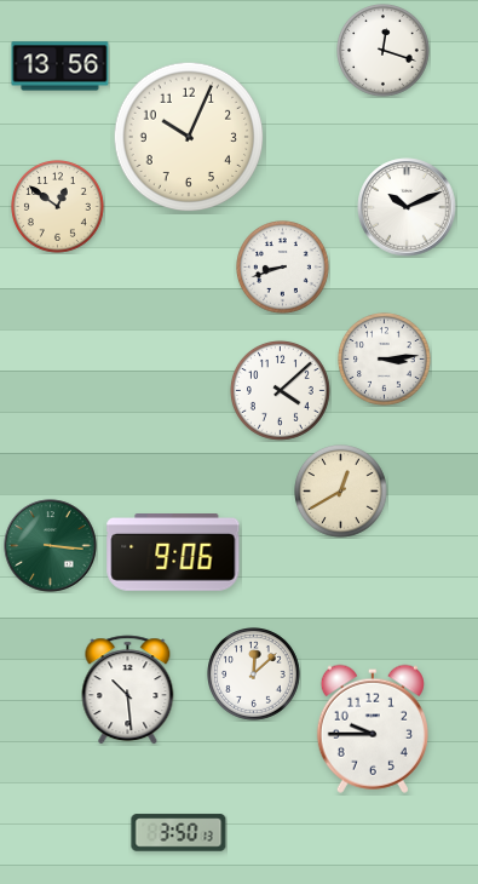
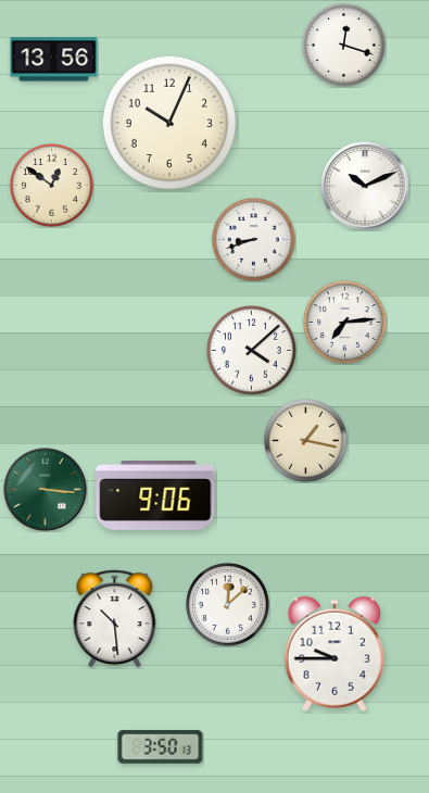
clock at (385, 360): 3:14 -> 7:14
clock at (341, 492): 12:40 -> 1:17
